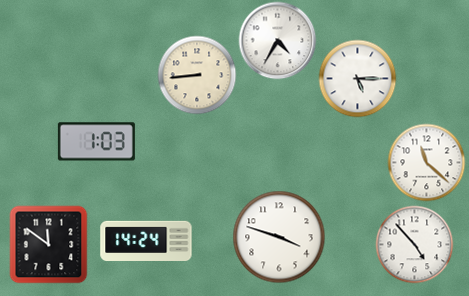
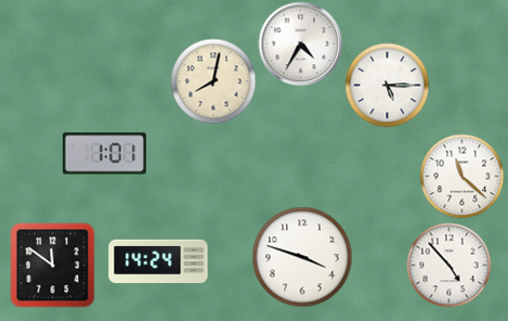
clock at (197, 75): 8:44 -> 8:02
clock at (96, 142): 1:03 -> 1:01
